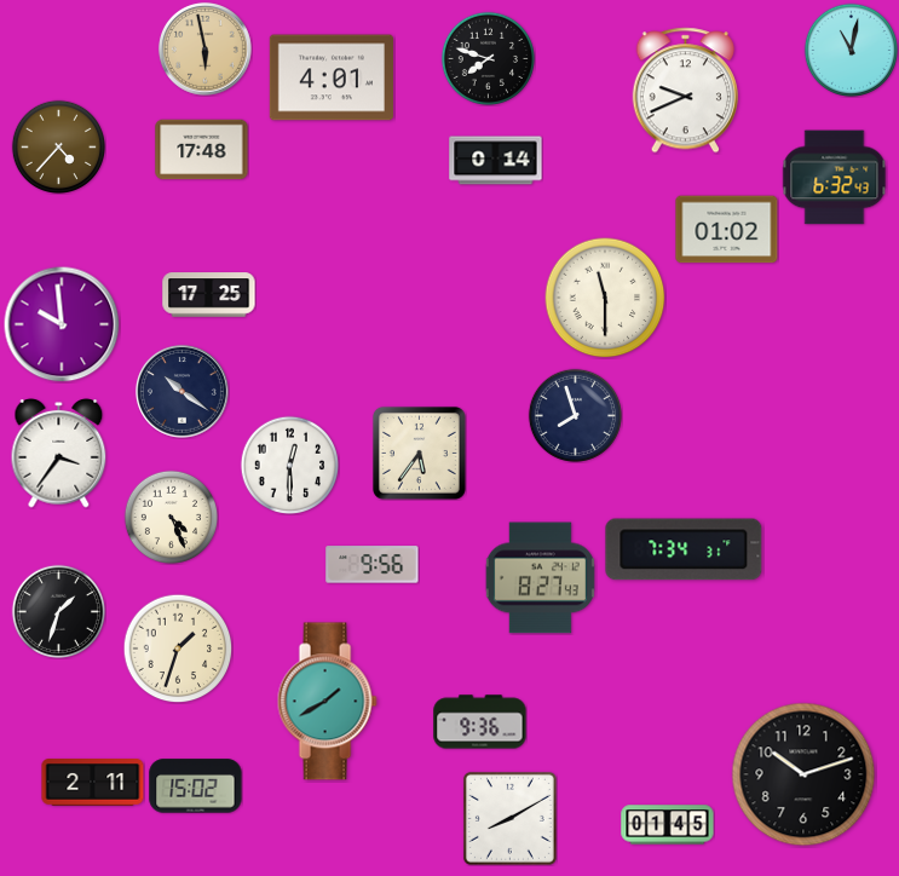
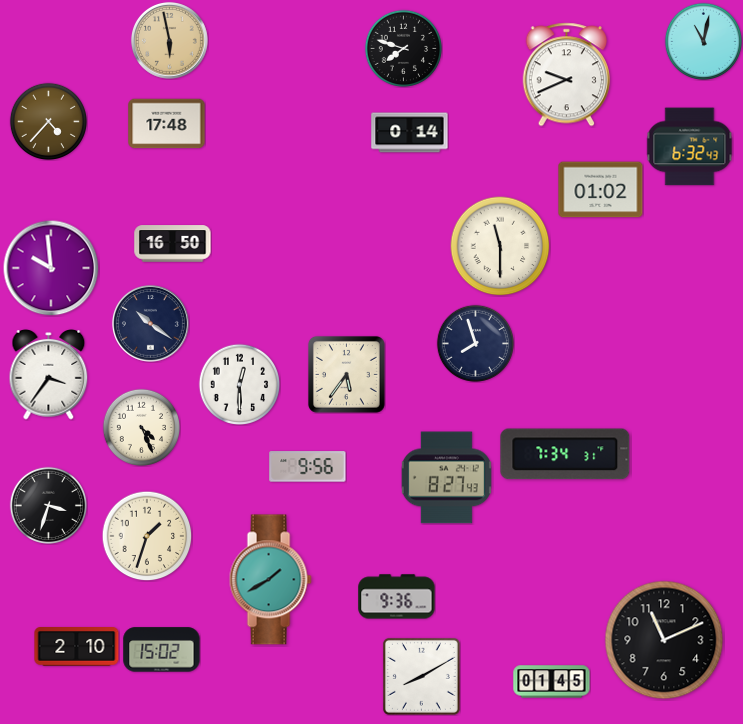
clock at (332, 77): 4:01 -> none
clock at (209, 295): 17:25 -> 16:50
clock at (58, 611): 1:33 -> 3:33
clock at (803, 774): 10:12 -> 11:11
clock at (93, 783): 2:11 -> 2:10
